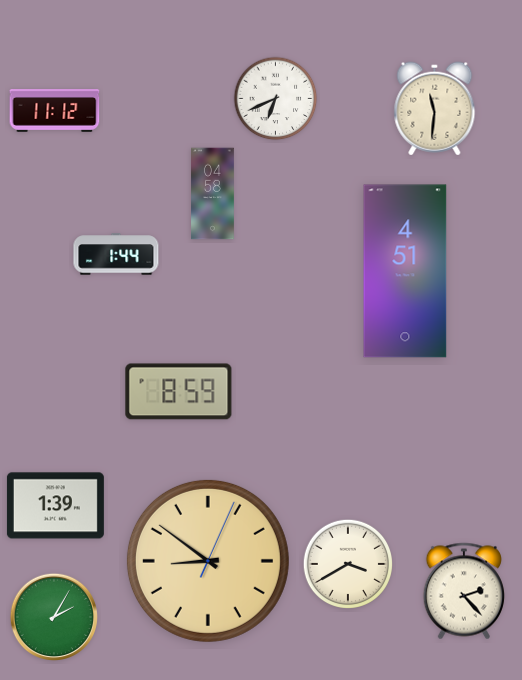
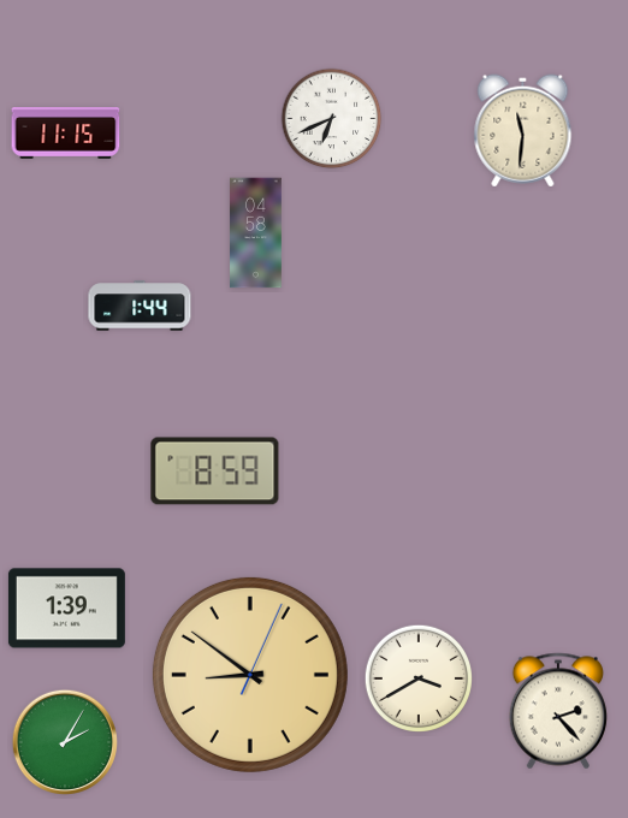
clock at (55, 111): 11:12 -> 11:15
clock at (405, 271): 4:51 -> none
